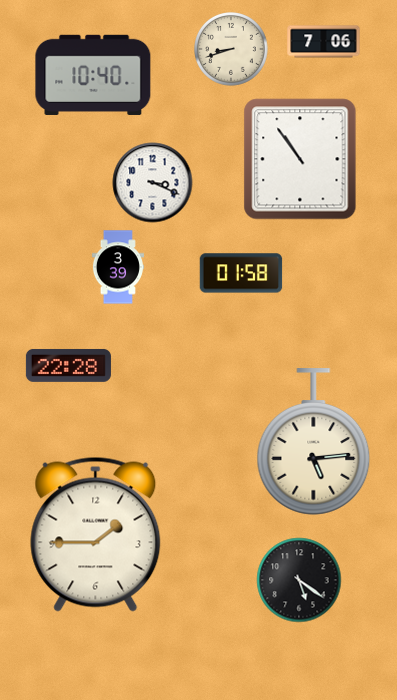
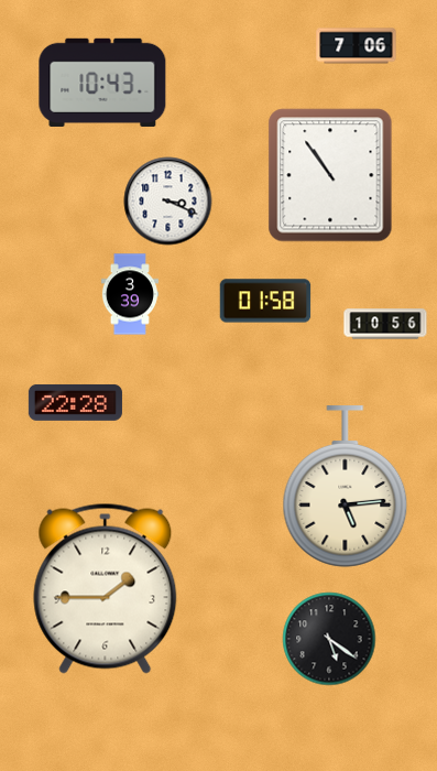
clock at (232, 50): 8:42 -> none
clock at (93, 75): 10:40 -> 10:43
clock at (385, 324): none -> 10:56
